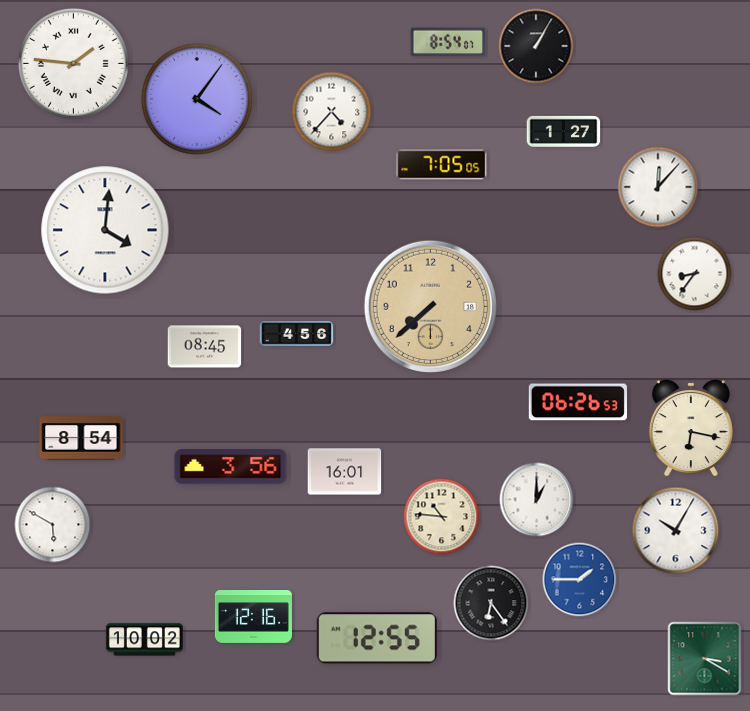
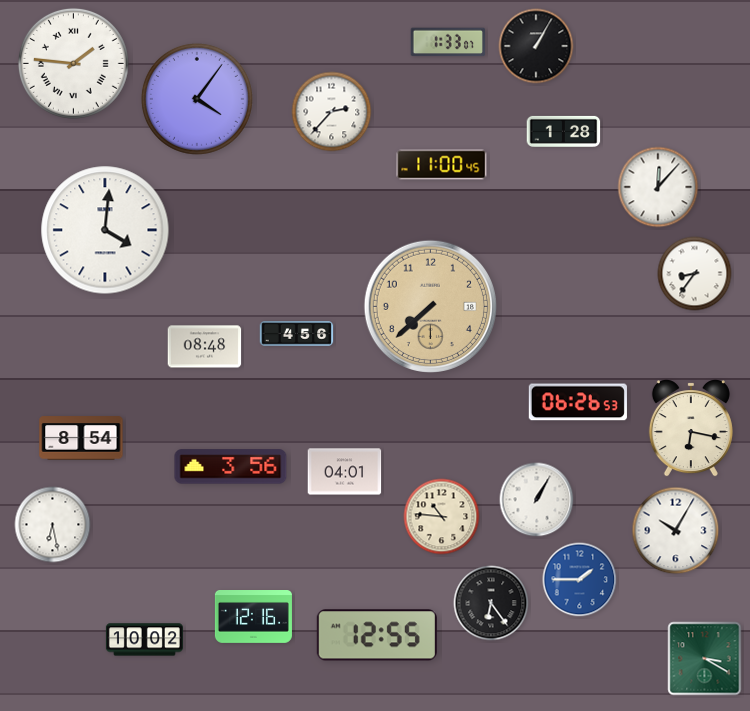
clock at (448, 42): 8:54 -> 1:33
clock at (332, 112): 4:37 -> 2:37
clock at (564, 131): 1:27 -> 1:28
clock at (442, 165): 7:05 -> 11:00
clock at (205, 347): 08:45 -> 08:48
clock at (345, 472): 16:01 -> 04:01
clock at (537, 500): 1:00 -> 1:05
clock at (53, 525): 5:50 -> 6:28
clock at (377, 638) position: (377, 638) -> (377, 635)
